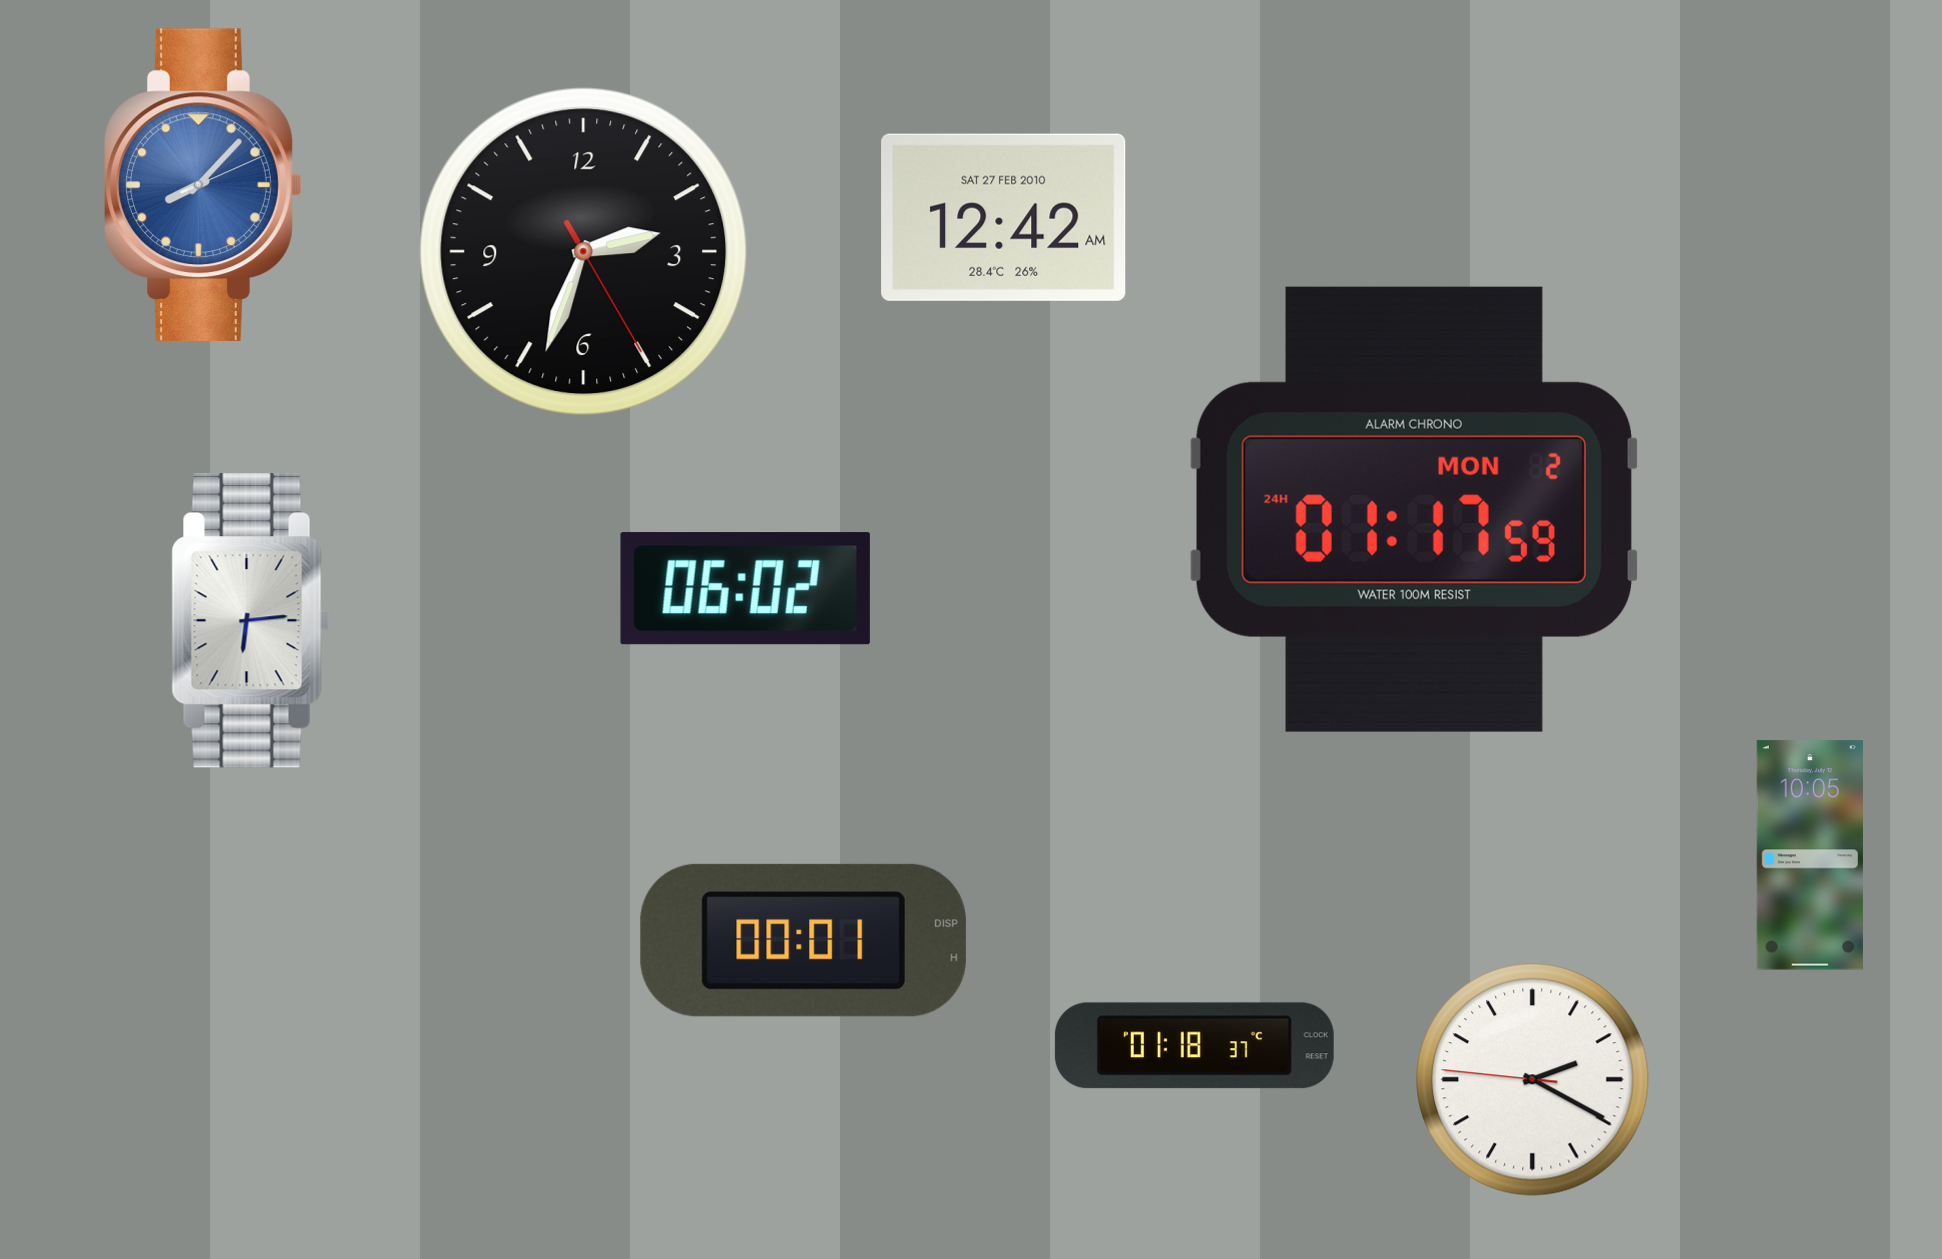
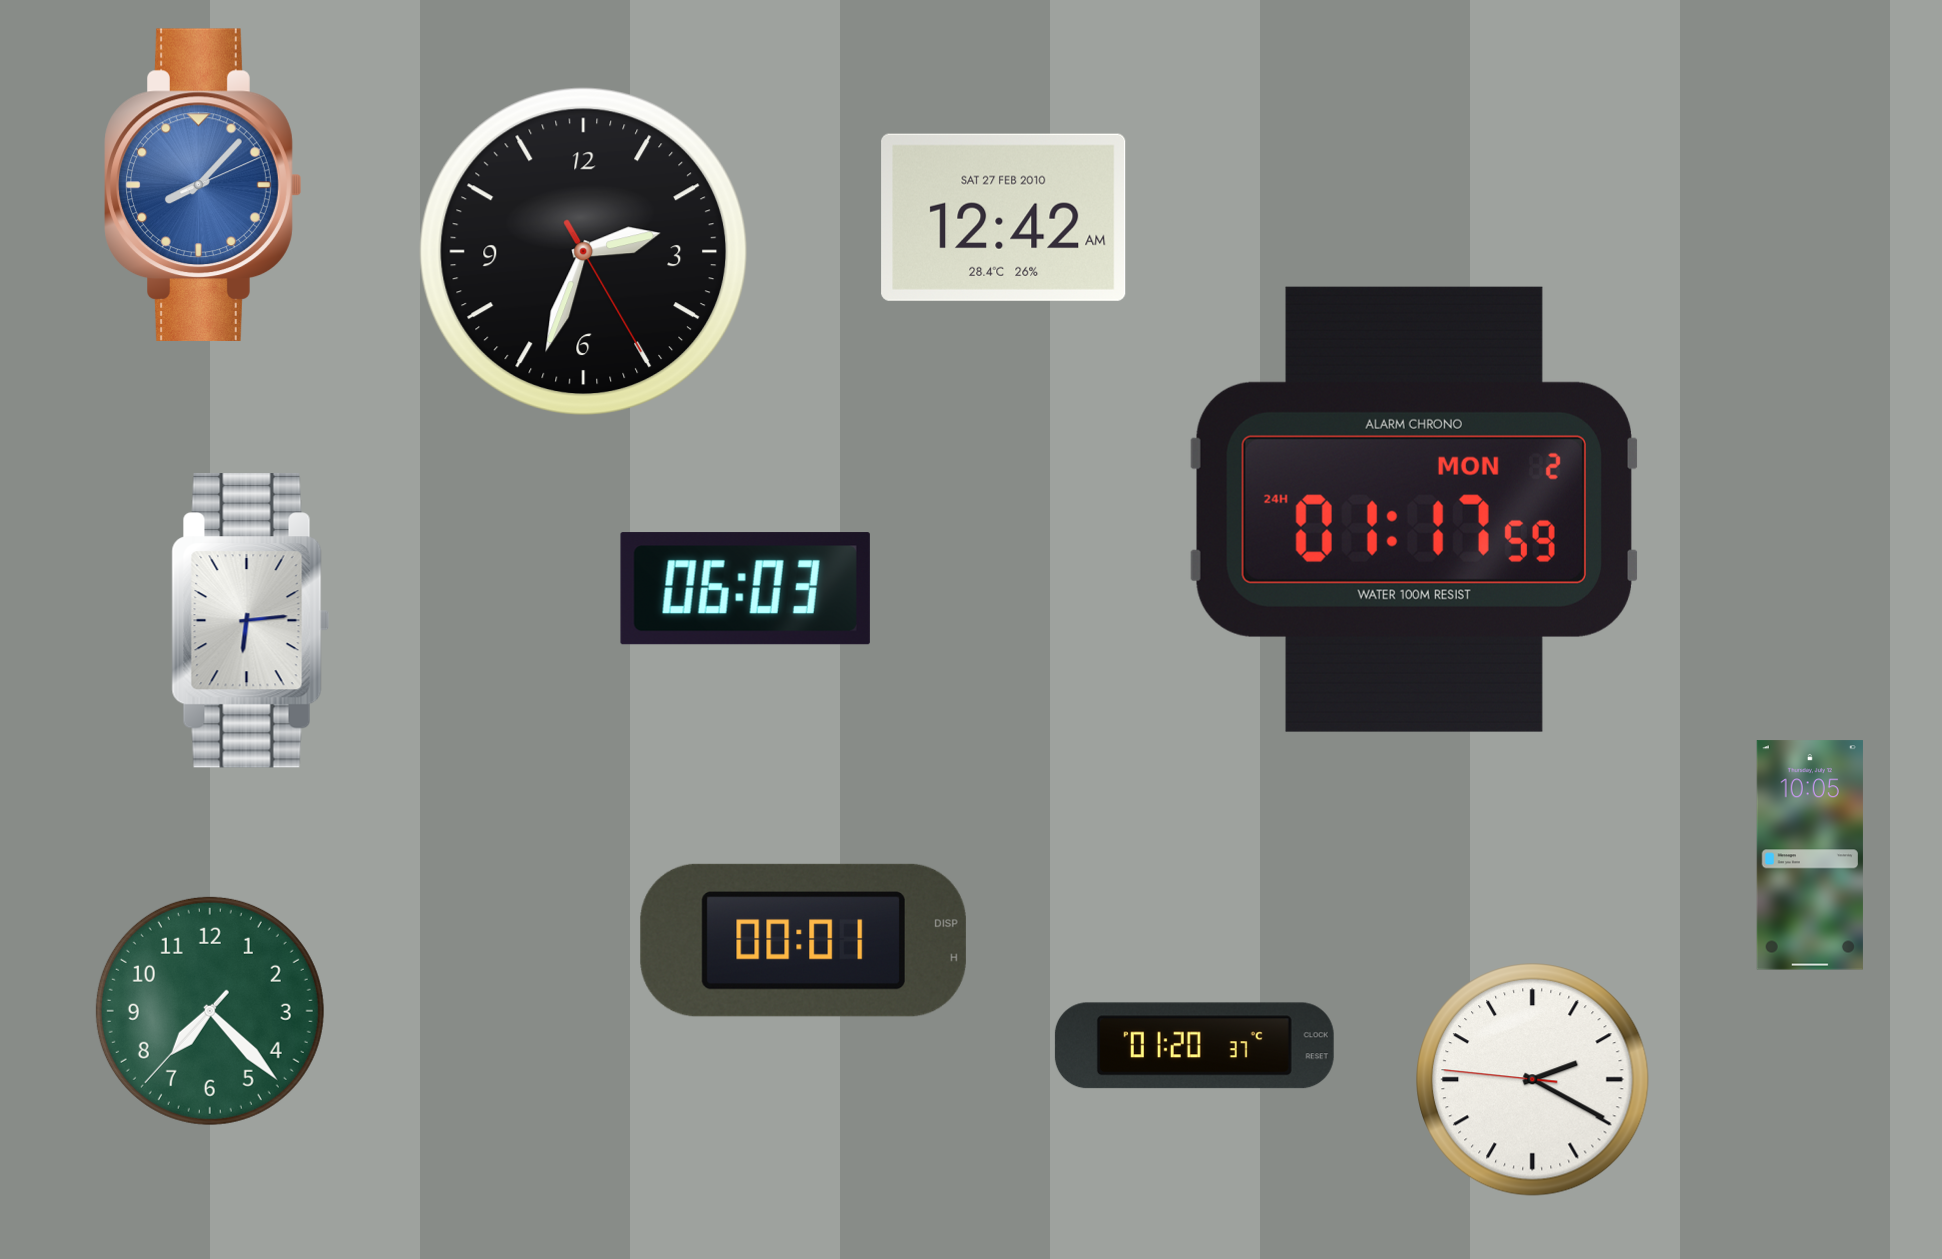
clock at (745, 589): 06:02 -> 06:03
clock at (210, 1011): none -> 7:22
clock at (1194, 1046): 01:18 -> 01:20
